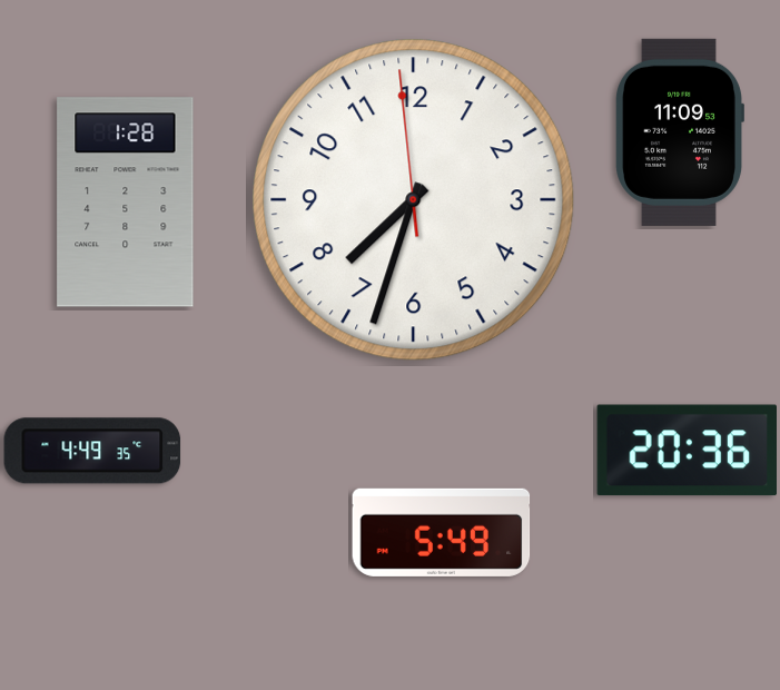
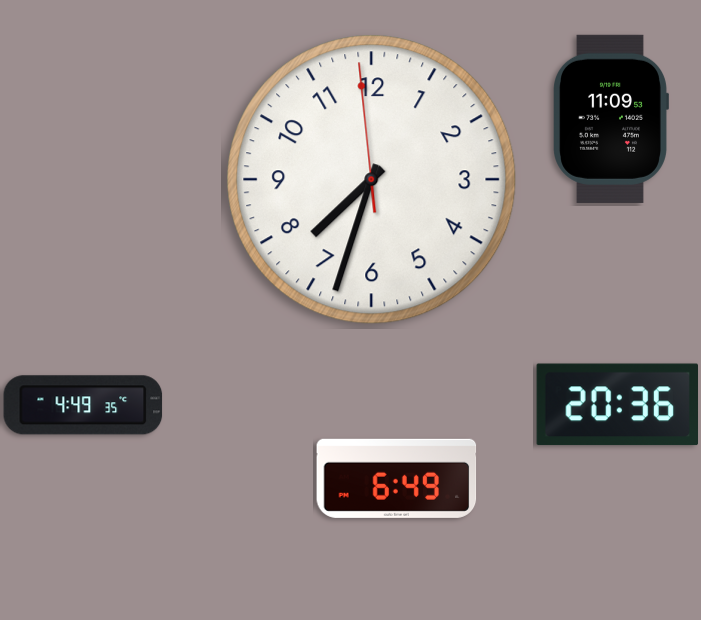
clock at (126, 203): 1:28 -> none
clock at (442, 532): 5:49 -> 6:49
